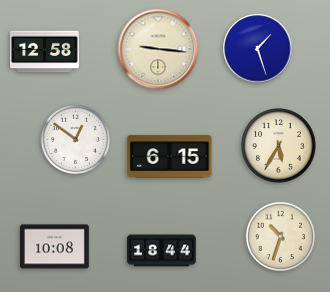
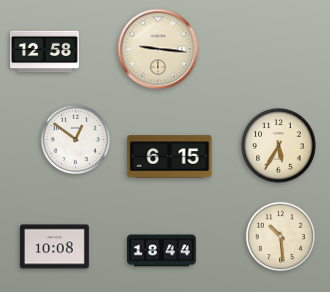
clock at (258, 49): 1:27 -> none
clock at (280, 236): 10:33 -> 10:29
